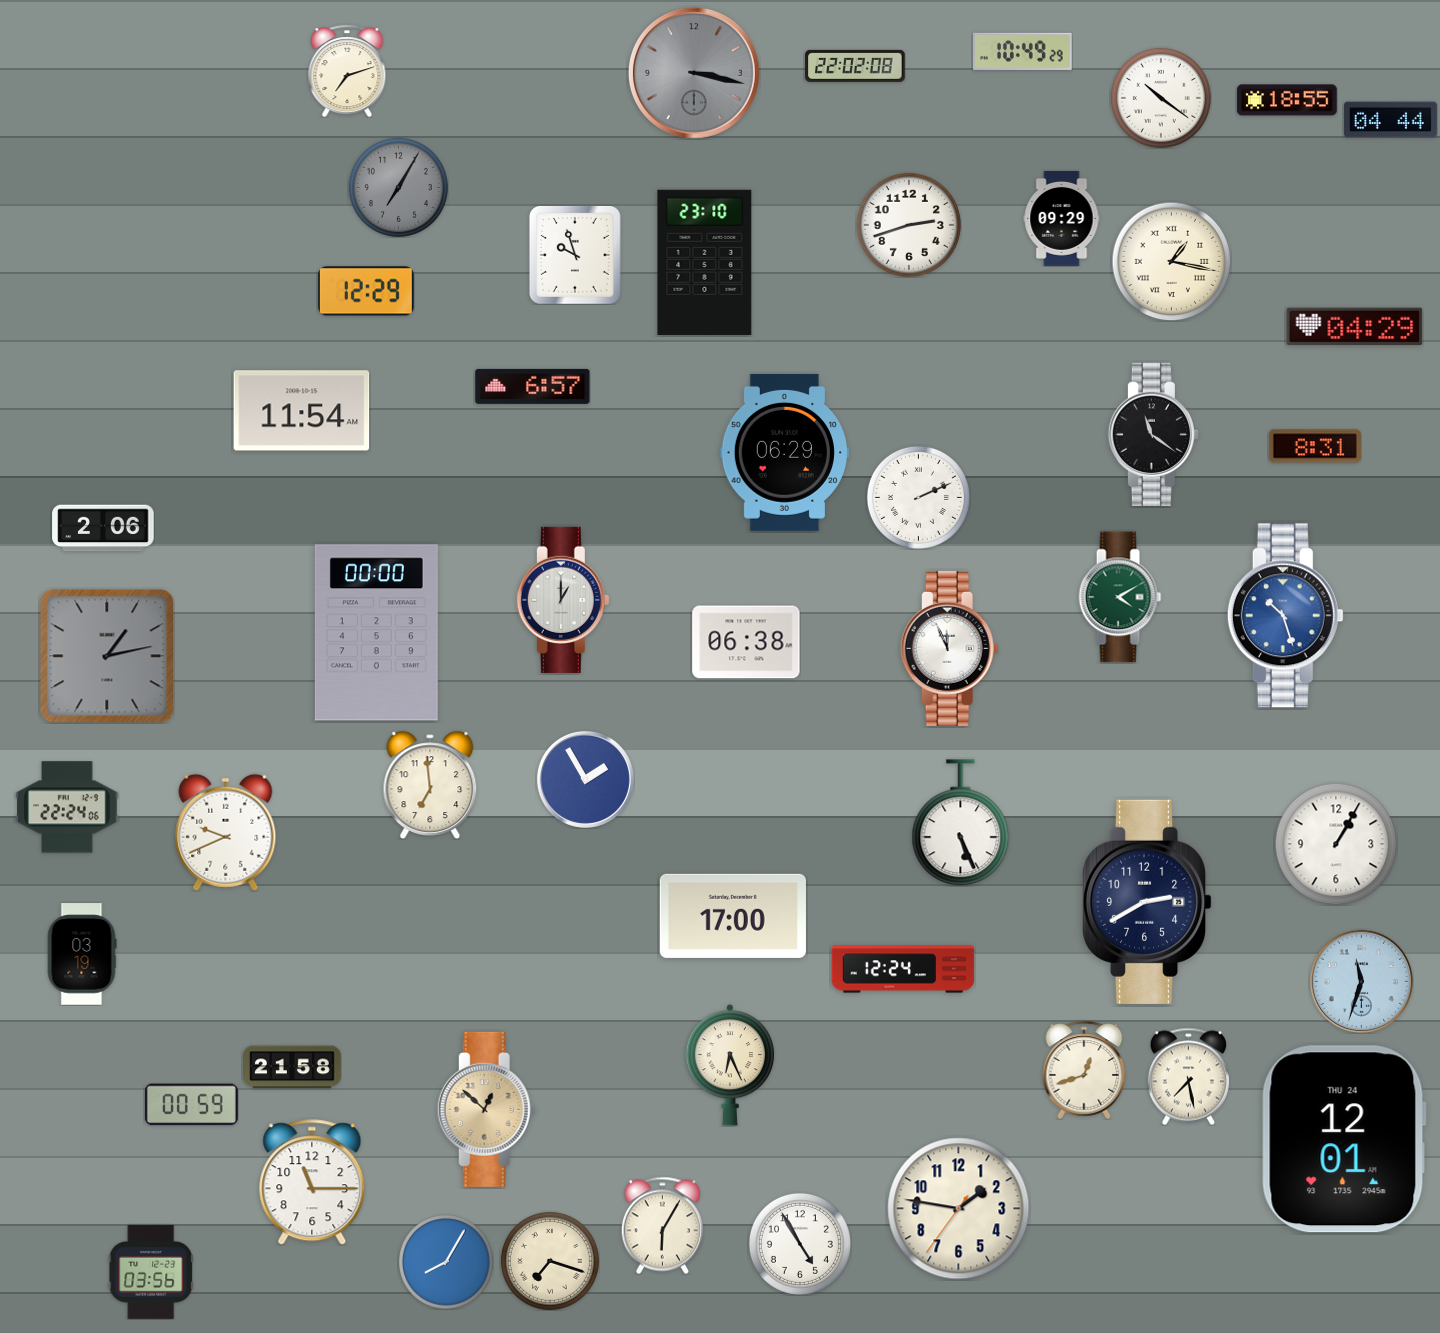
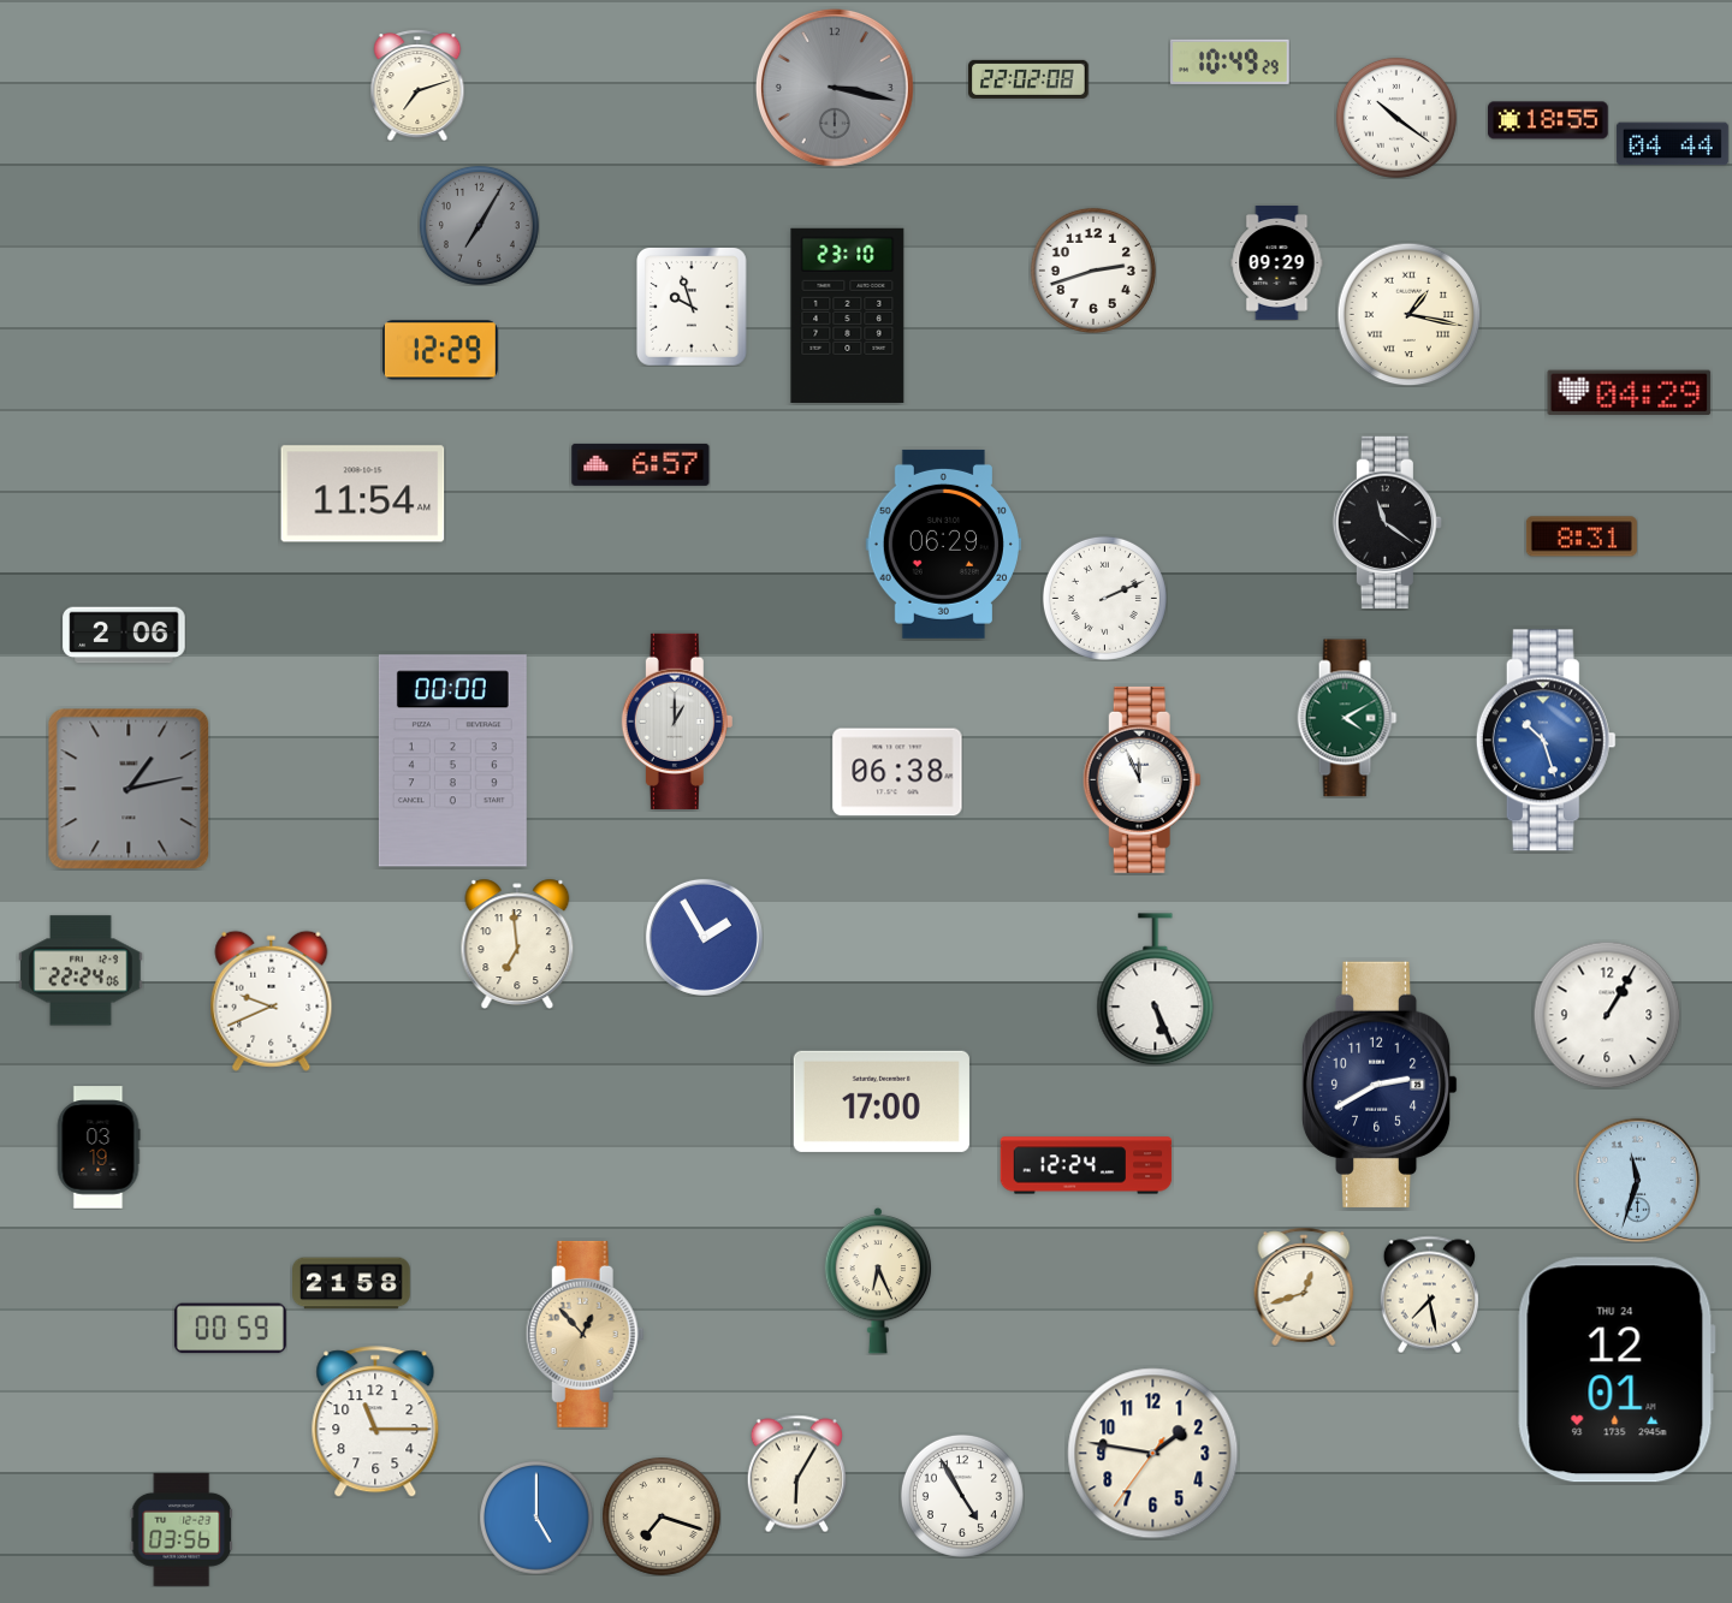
clock at (486, 1109): 12:52 -> 12:53
clock at (446, 1262): 8:05 -> 5:00
